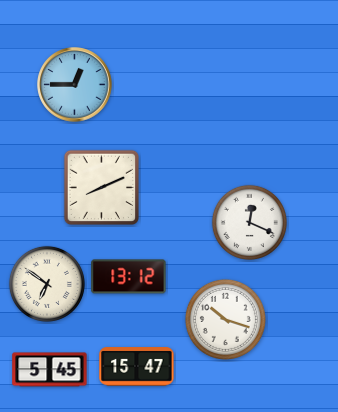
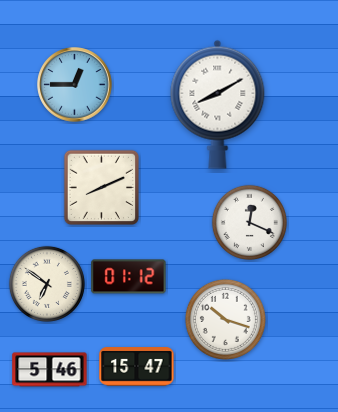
clock at (218, 104): none -> 8:10
clock at (129, 277): 13:12 -> 01:12
clock at (50, 370): 5:45 -> 5:46
